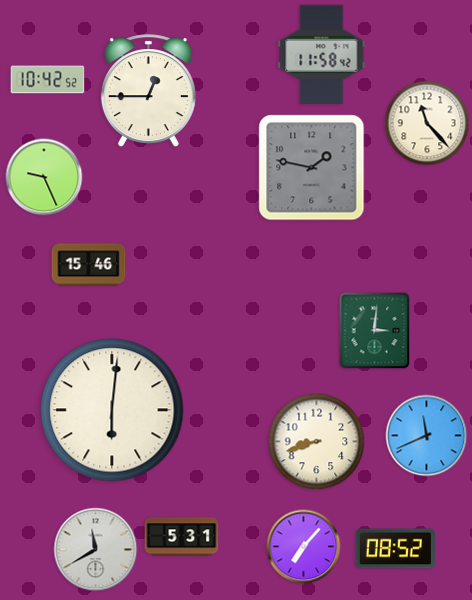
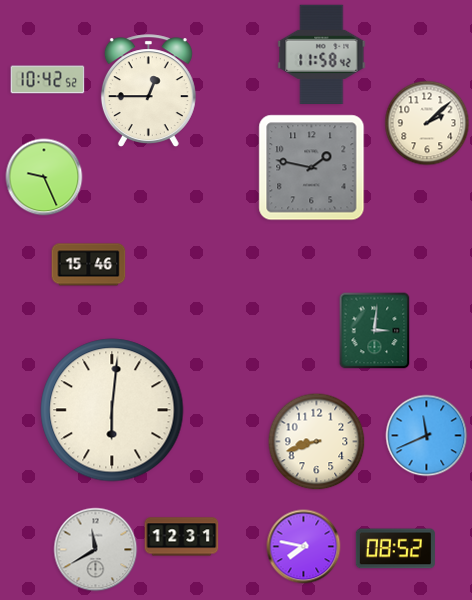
clock at (427, 123): 11:23 -> 2:08
clock at (182, 537): 5:31 -> 12:31
clock at (304, 547): 7:07 -> 7:47
